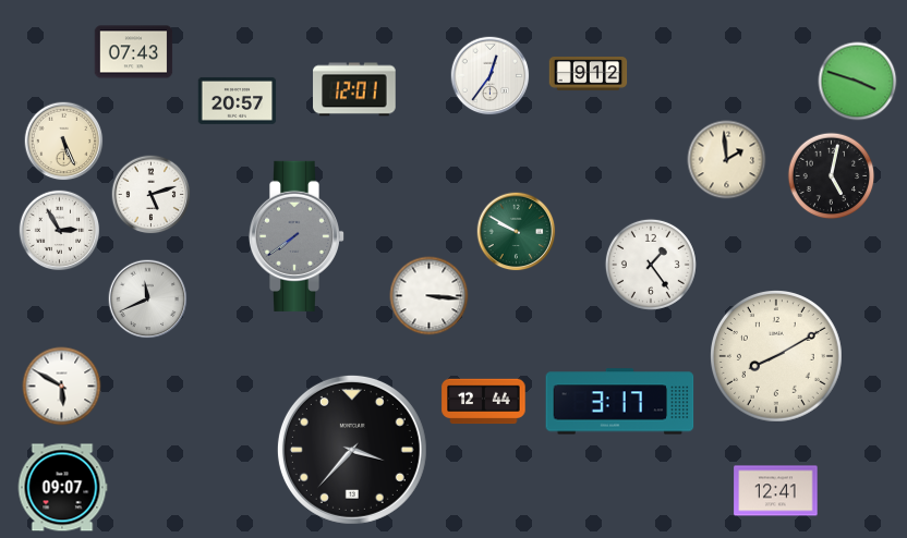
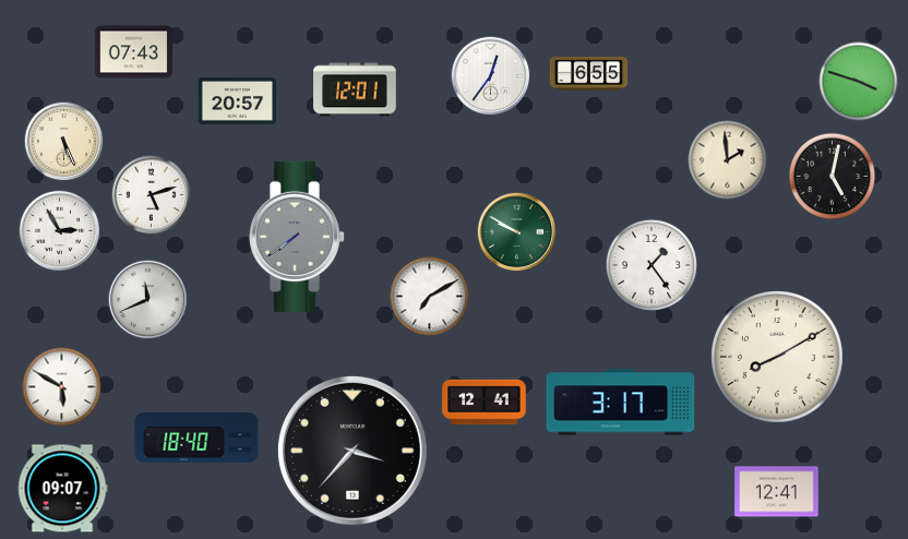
clock at (589, 74): 9:12 -> 6:55
clock at (430, 296): 3:16 -> 7:10
clock at (484, 402): 12:44 -> 12:41
clock at (196, 439): none -> 18:40
